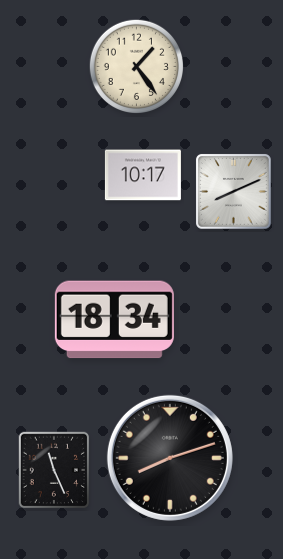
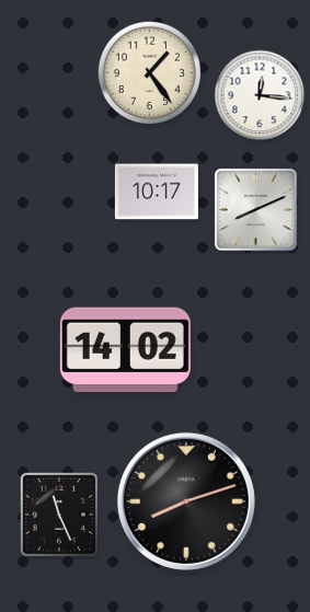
clock at (260, 95): none -> 12:16
clock at (114, 320): 18:34 -> 14:02
